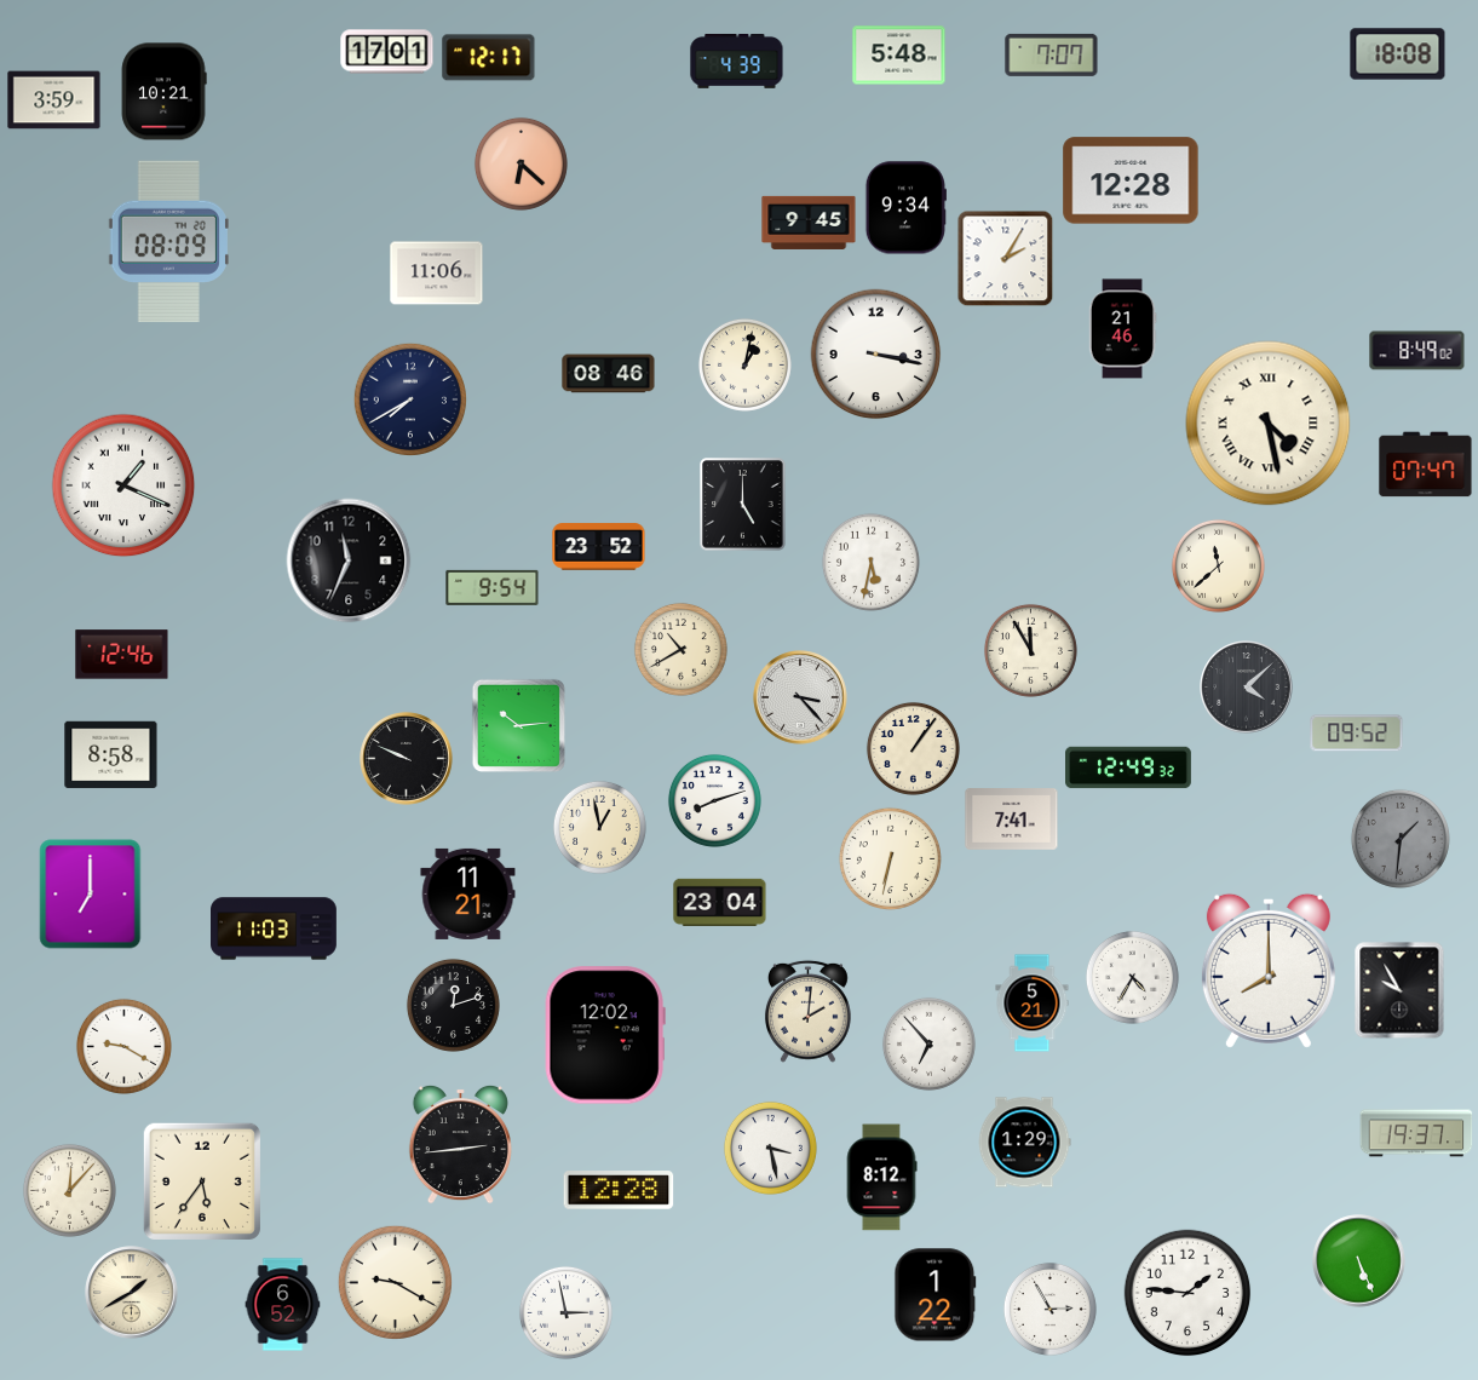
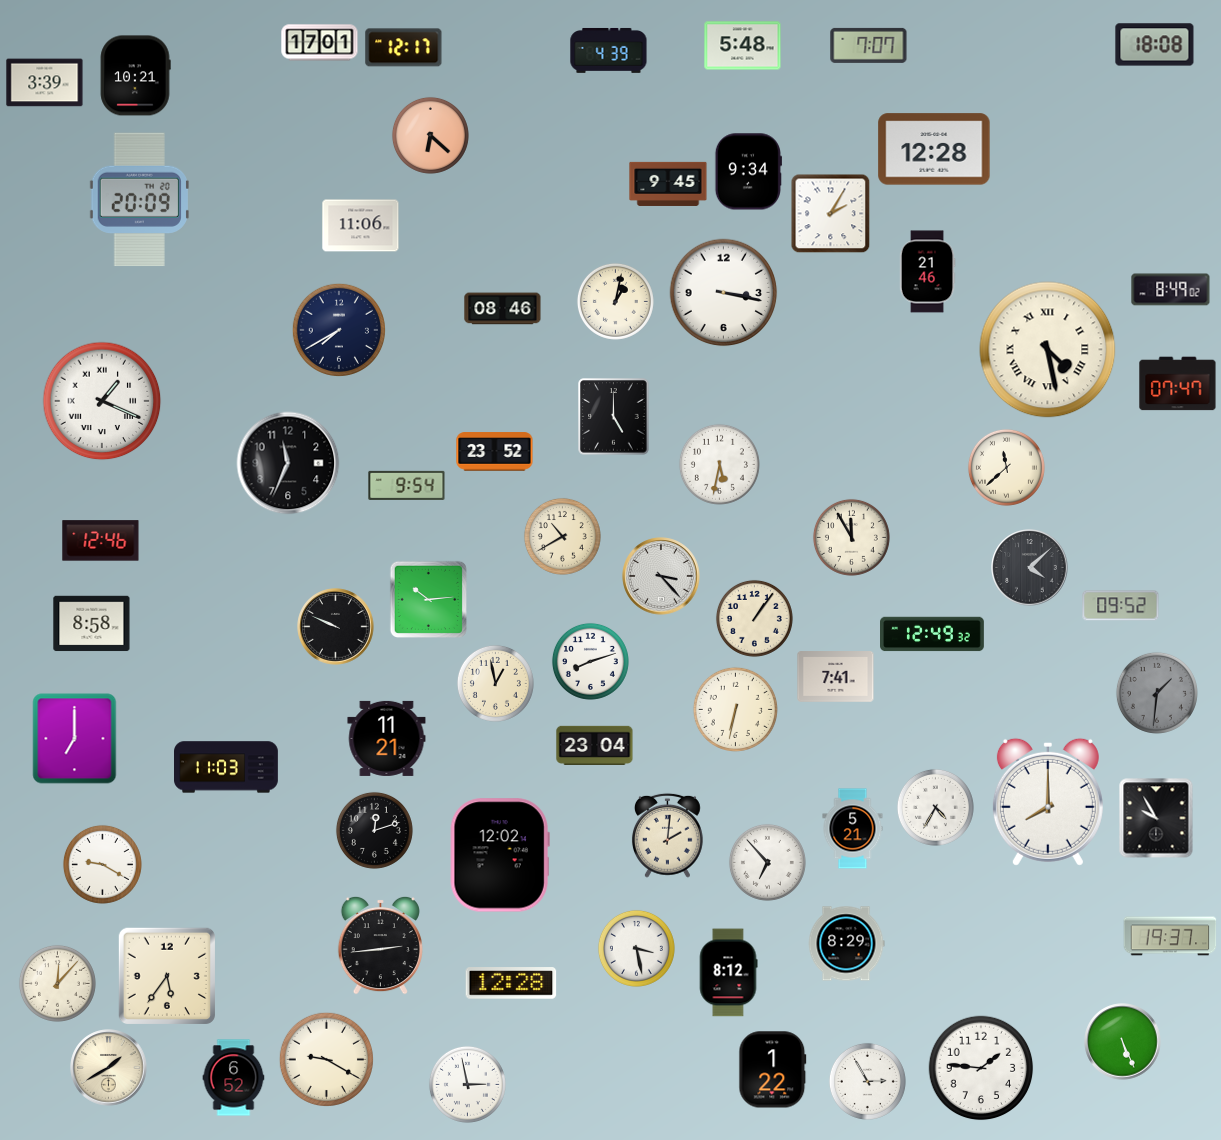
clock at (54, 100): 3:59 -> 3:39
clock at (168, 242): 08:09 -> 20:09
clock at (1024, 1143): 1:29 -> 8:29
